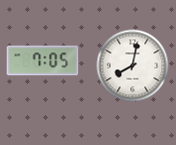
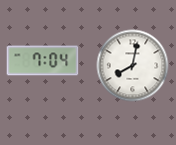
clock at (43, 61): 7:05 -> 7:04
